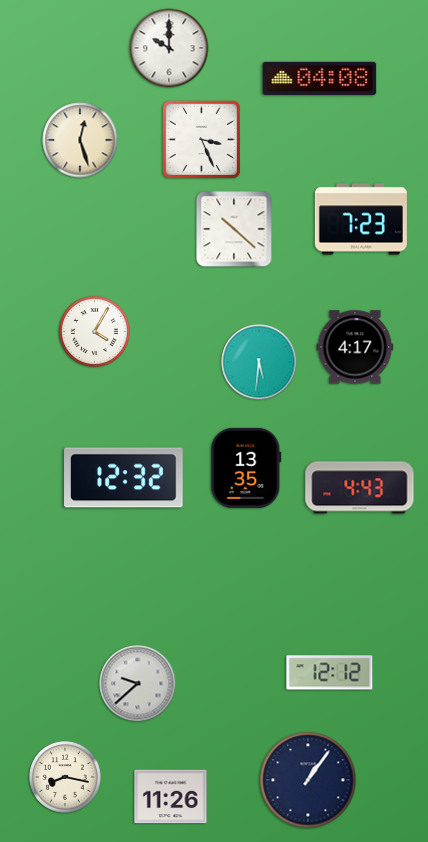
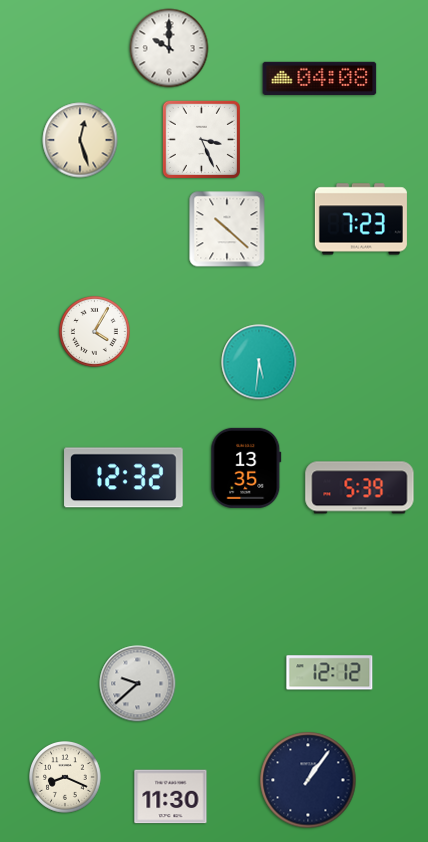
clock at (234, 229) position: (234, 229) -> (227, 229)
clock at (355, 347): 4:17 -> none
clock at (360, 488): 4:43 -> 5:39
clock at (66, 778): 8:17 -> 8:19
clock at (171, 797): 11:26 -> 11:30
